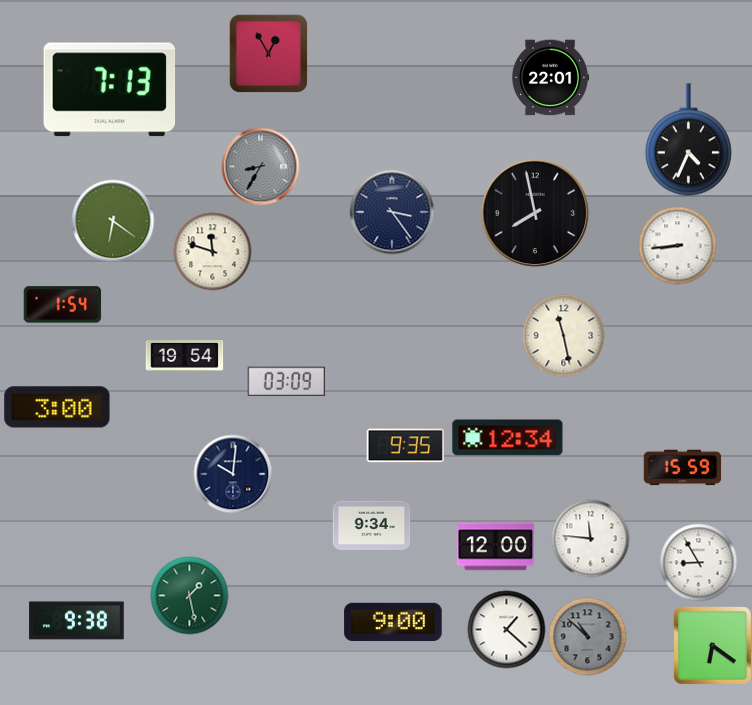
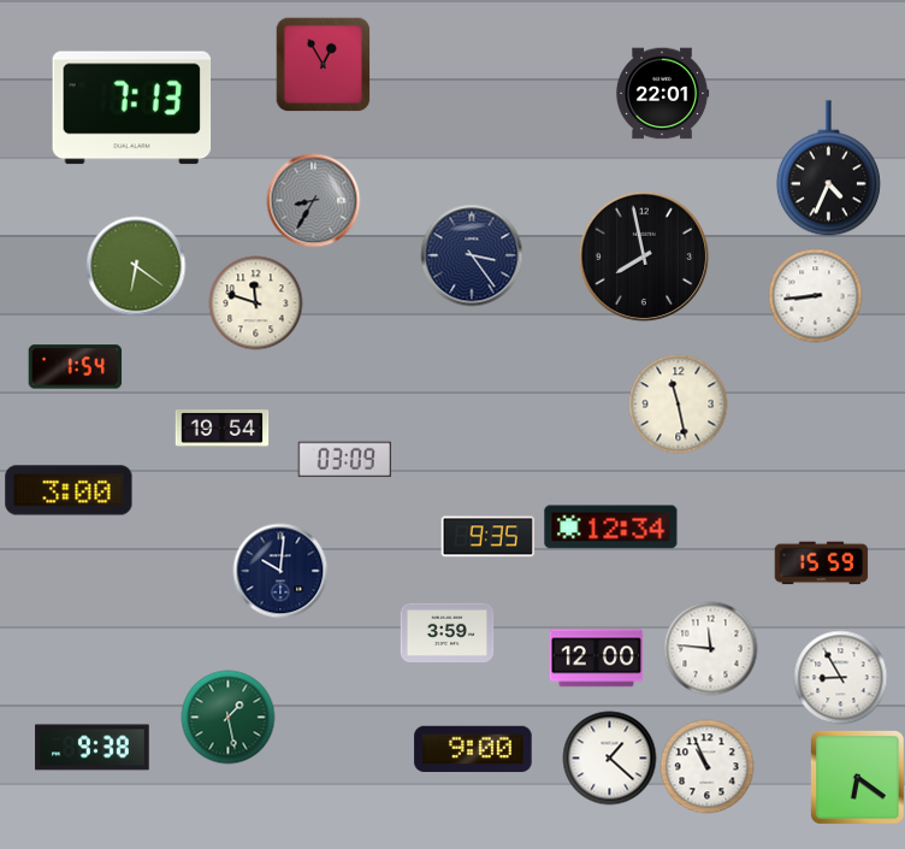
clock at (371, 525): 9:34 -> 3:59
clock at (587, 636): 10:52 -> 10:56
clock at (587, 636) dial: grey -> white
